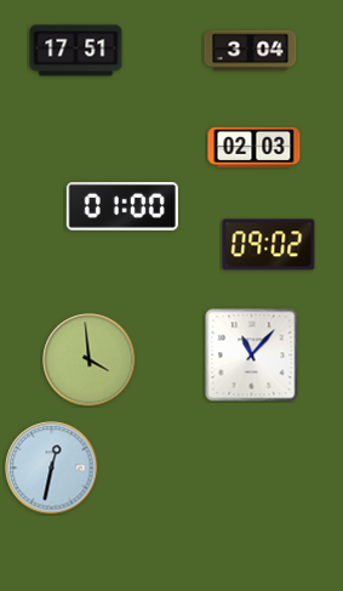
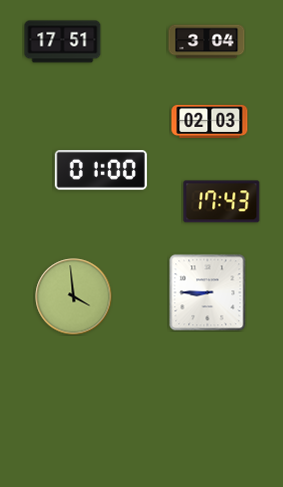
clock at (269, 245): 09:02 -> 17:43
clock at (252, 356): 11:07 -> 8:45
clock at (52, 468): 12:32 -> none
